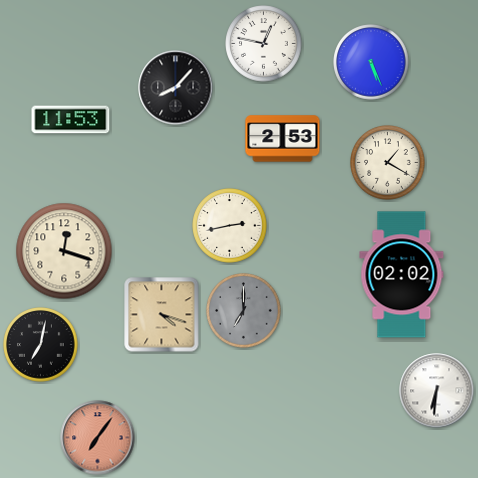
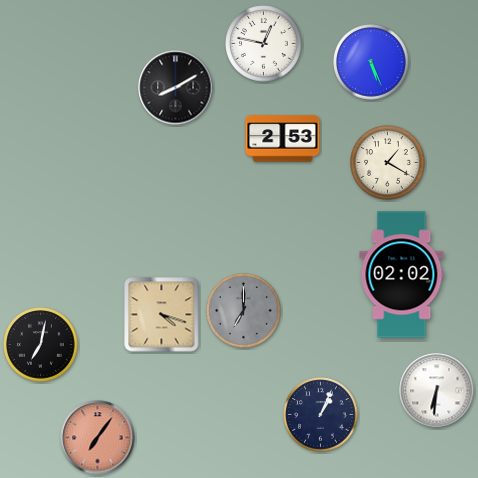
clock at (176, 88): 8:07 -> 8:10
clock at (71, 120): 11:53 -> none
clock at (230, 226): 2:43 -> none
clock at (64, 251): 12:18 -> none
clock at (321, 415): none -> 1:04
